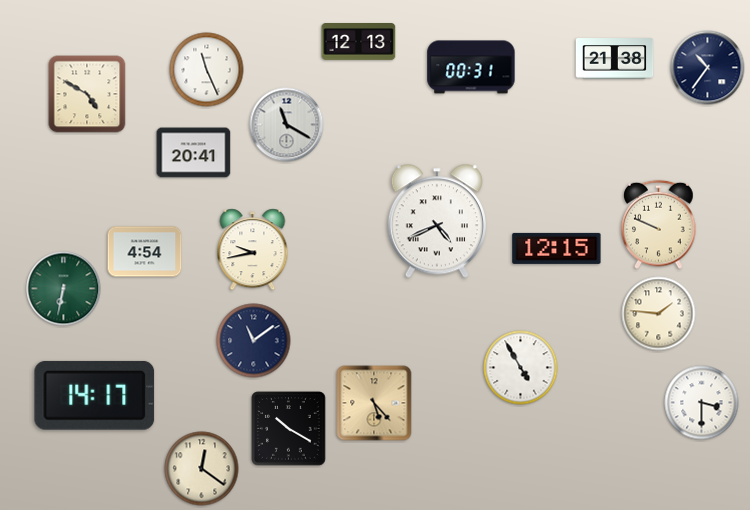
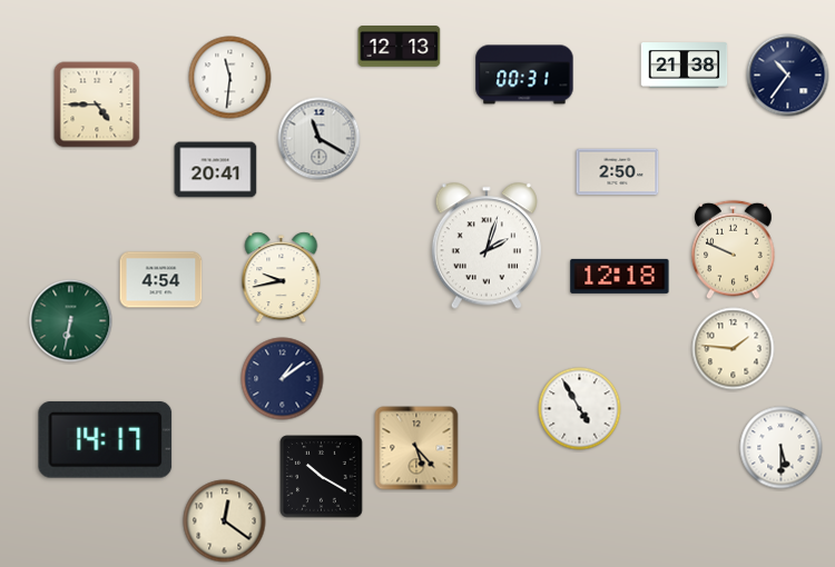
clock at (207, 70): 11:26 -> 11:31
clock at (87, 94): 4:50 -> 4:45
clock at (618, 172): none -> 2:50
clock at (437, 221): 4:41 -> 2:03
clock at (557, 248): 12:15 -> 12:18
clock at (254, 341): 11:09 -> 1:09
clock at (702, 403): 3:30 -> 5:30
